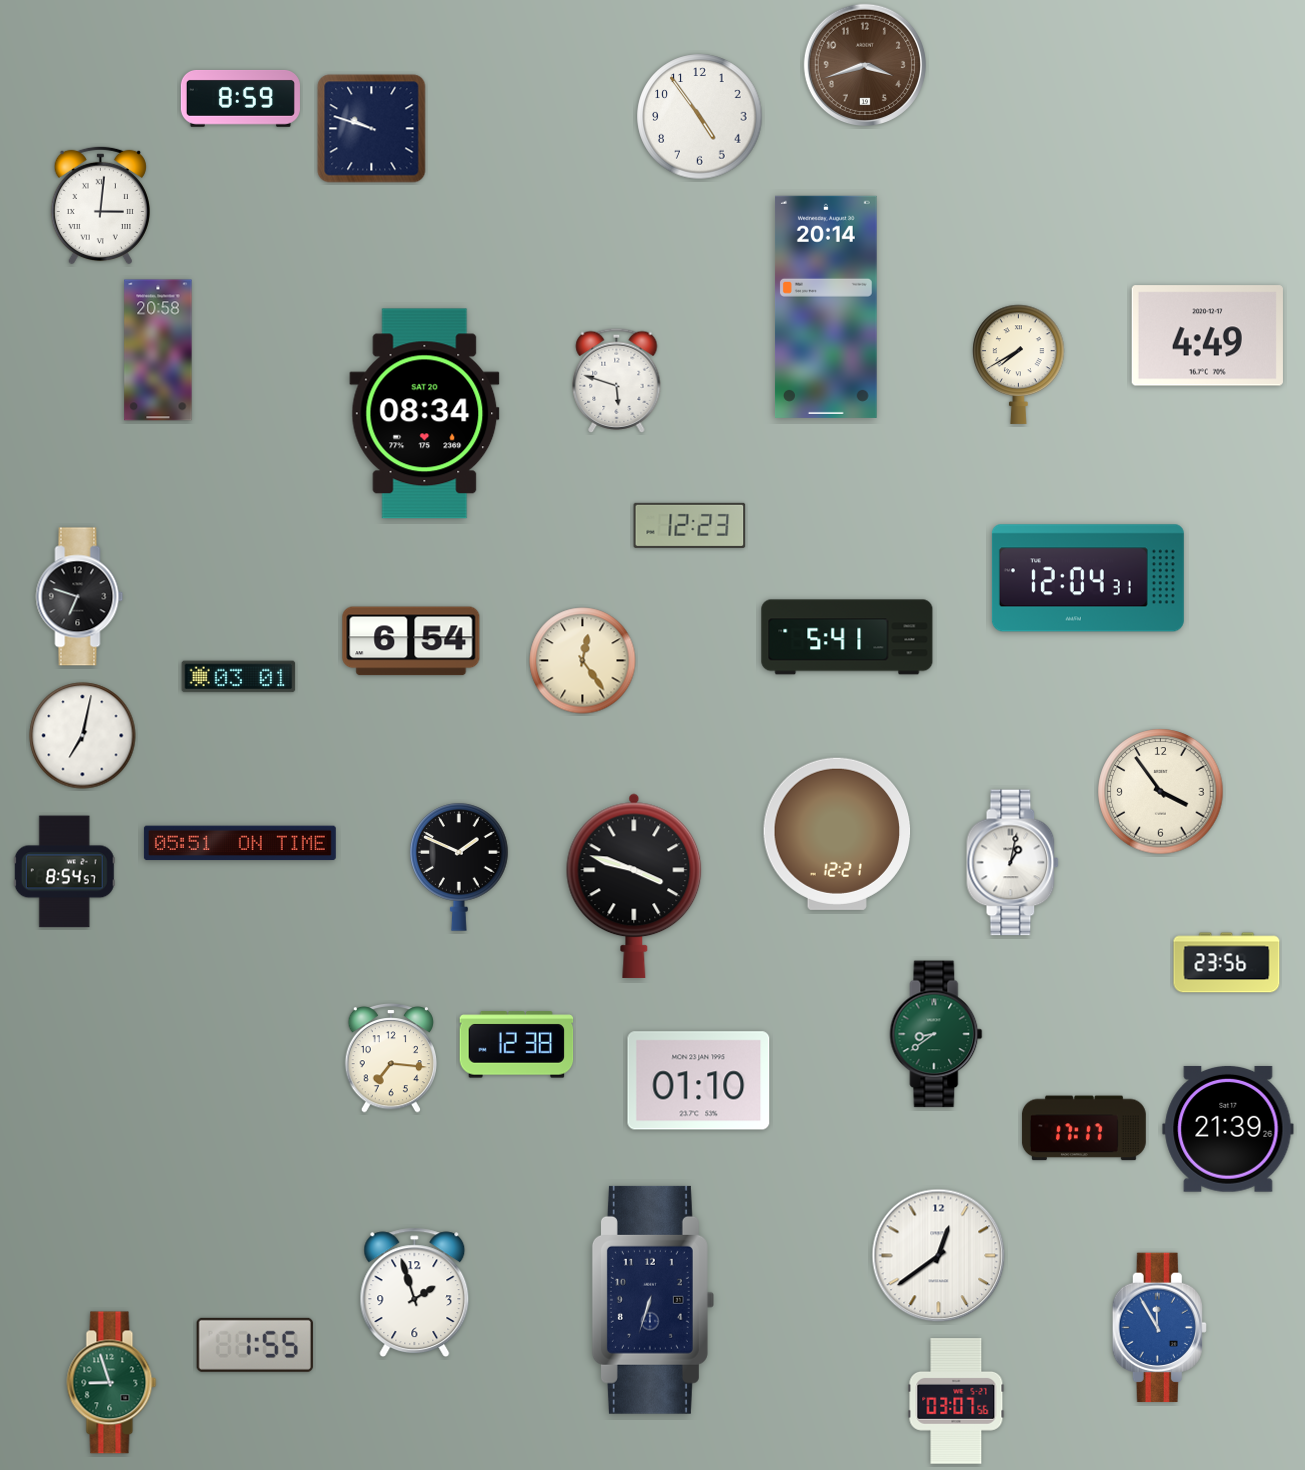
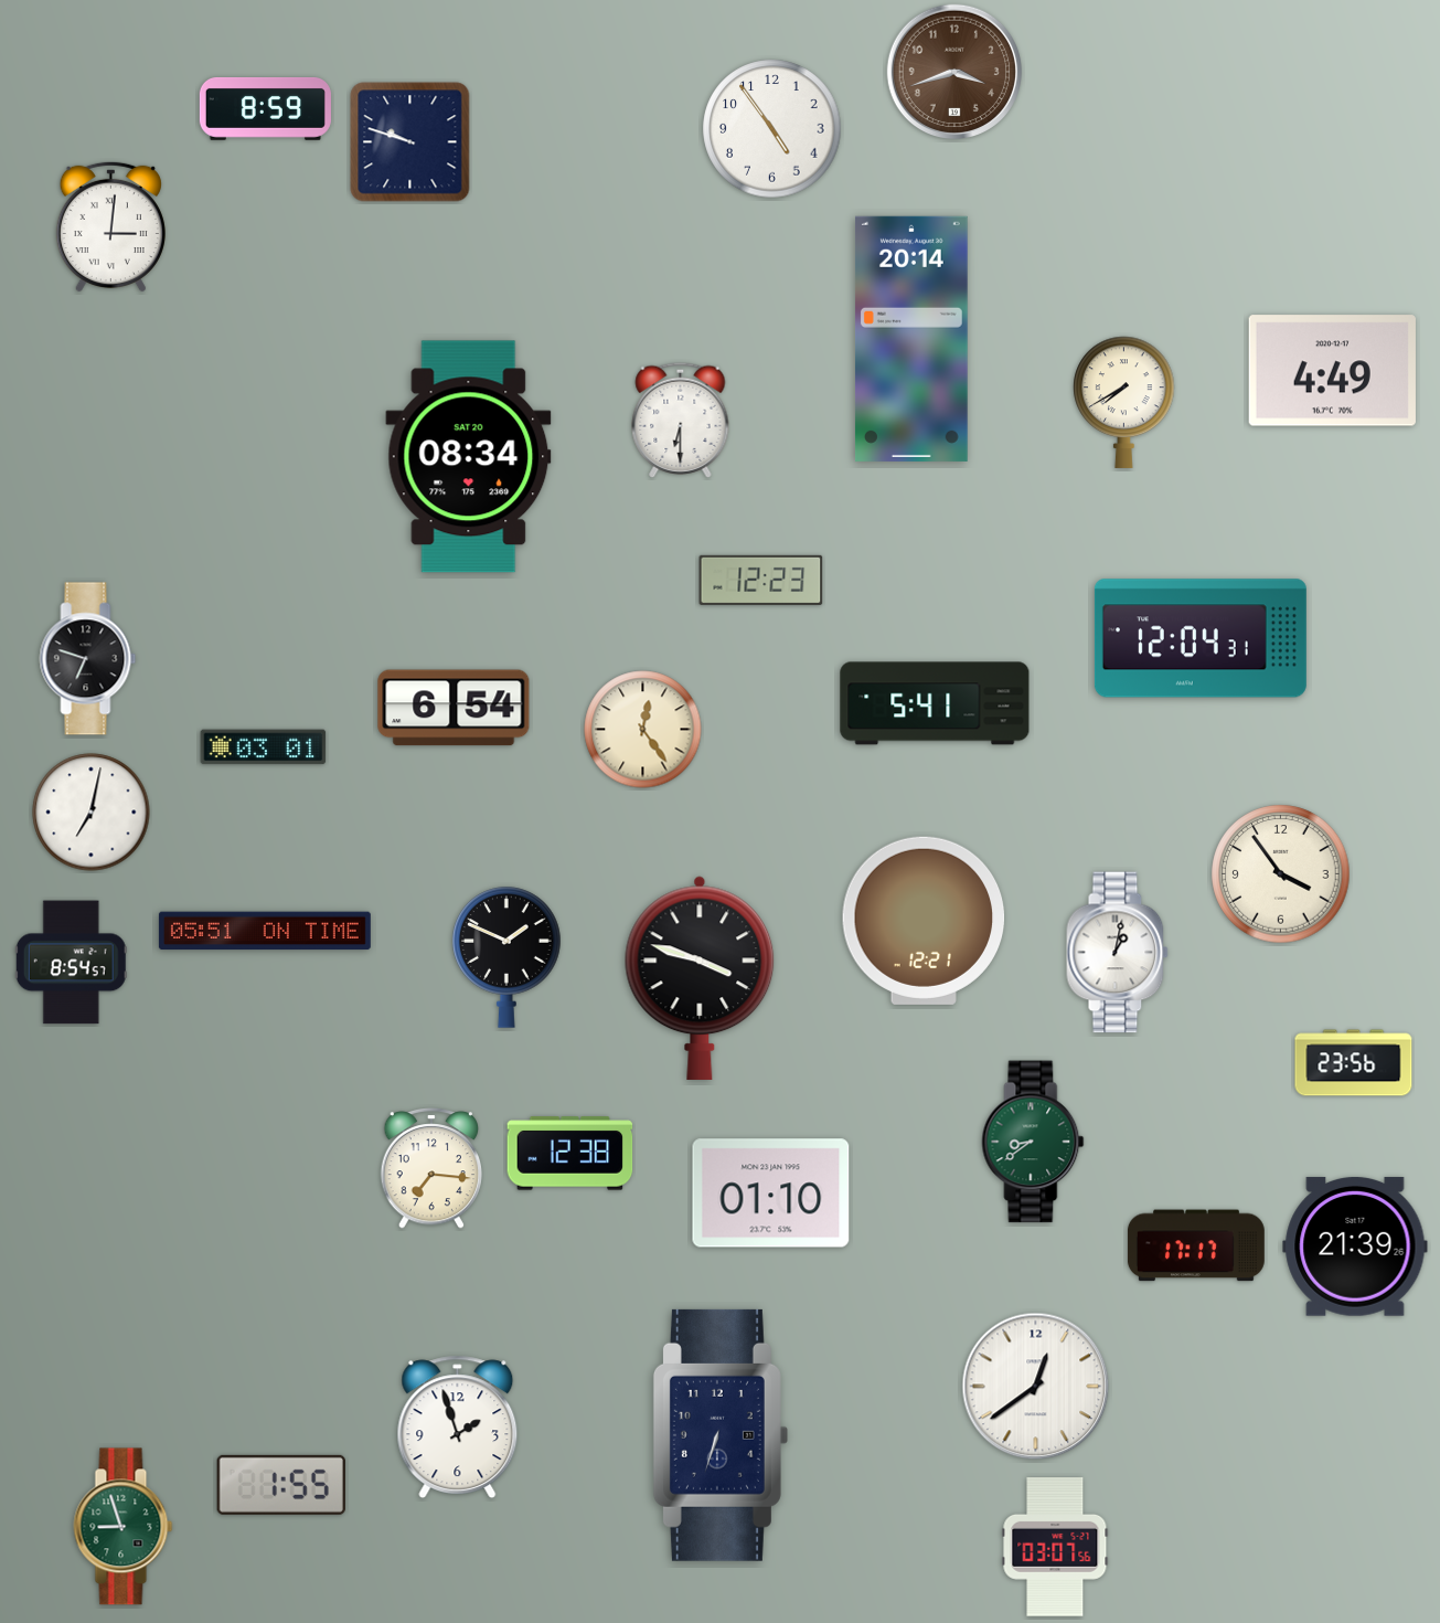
clock at (158, 350): 20:58 -> none
clock at (617, 380): 5:48 -> 6:30
clock at (1159, 1328): 11:55 -> none
